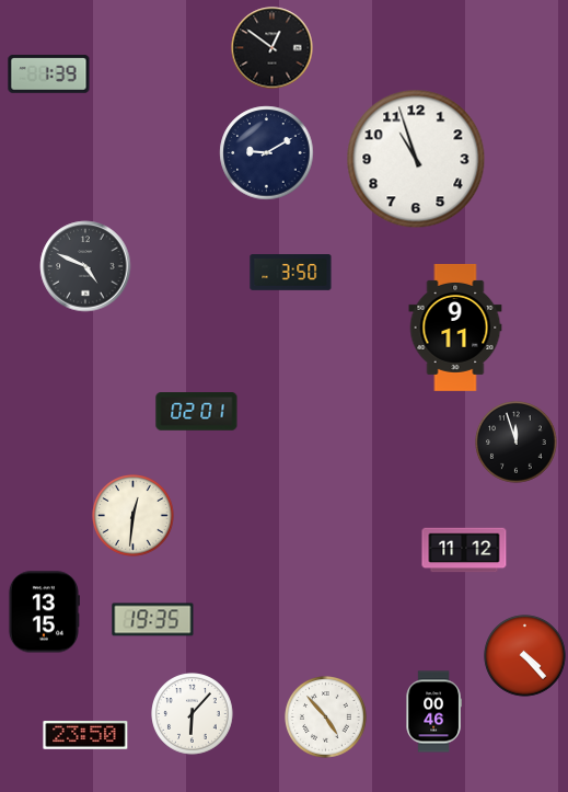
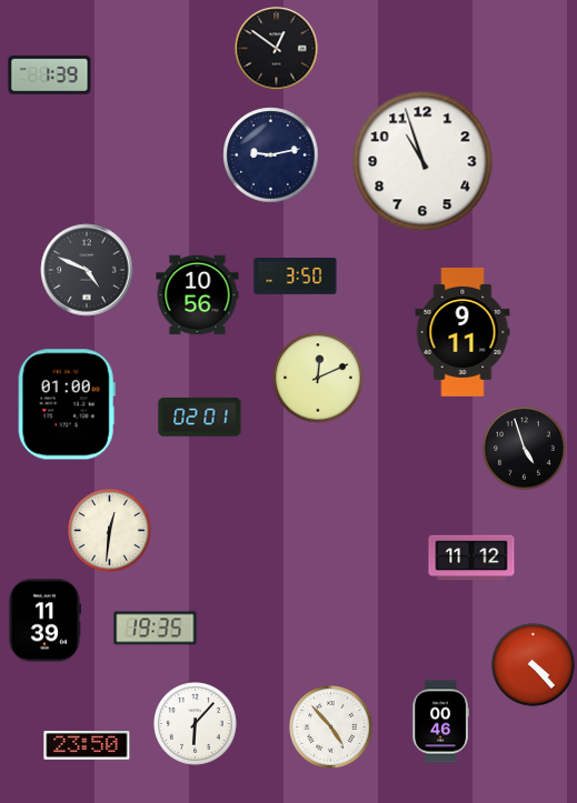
clock at (267, 153): 9:10 -> 9:13
clock at (198, 295): none -> 10:56
clock at (318, 378): none -> 12:11
clock at (67, 404): none -> 01:00
clock at (517, 443): 11:57 -> 4:57
clock at (134, 516) position: (134, 516) -> (110, 531)
clock at (44, 612): 13:15 -> 11:39
